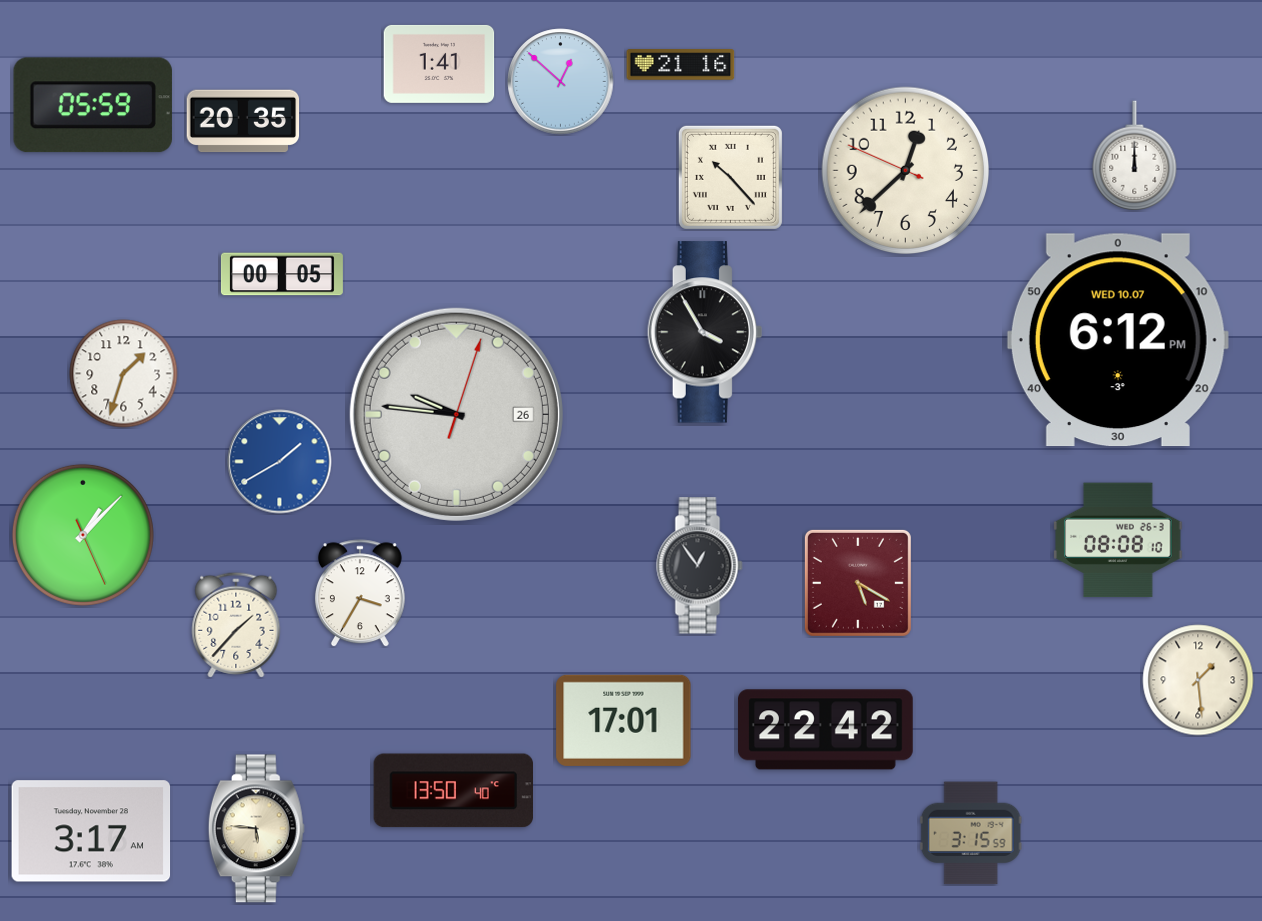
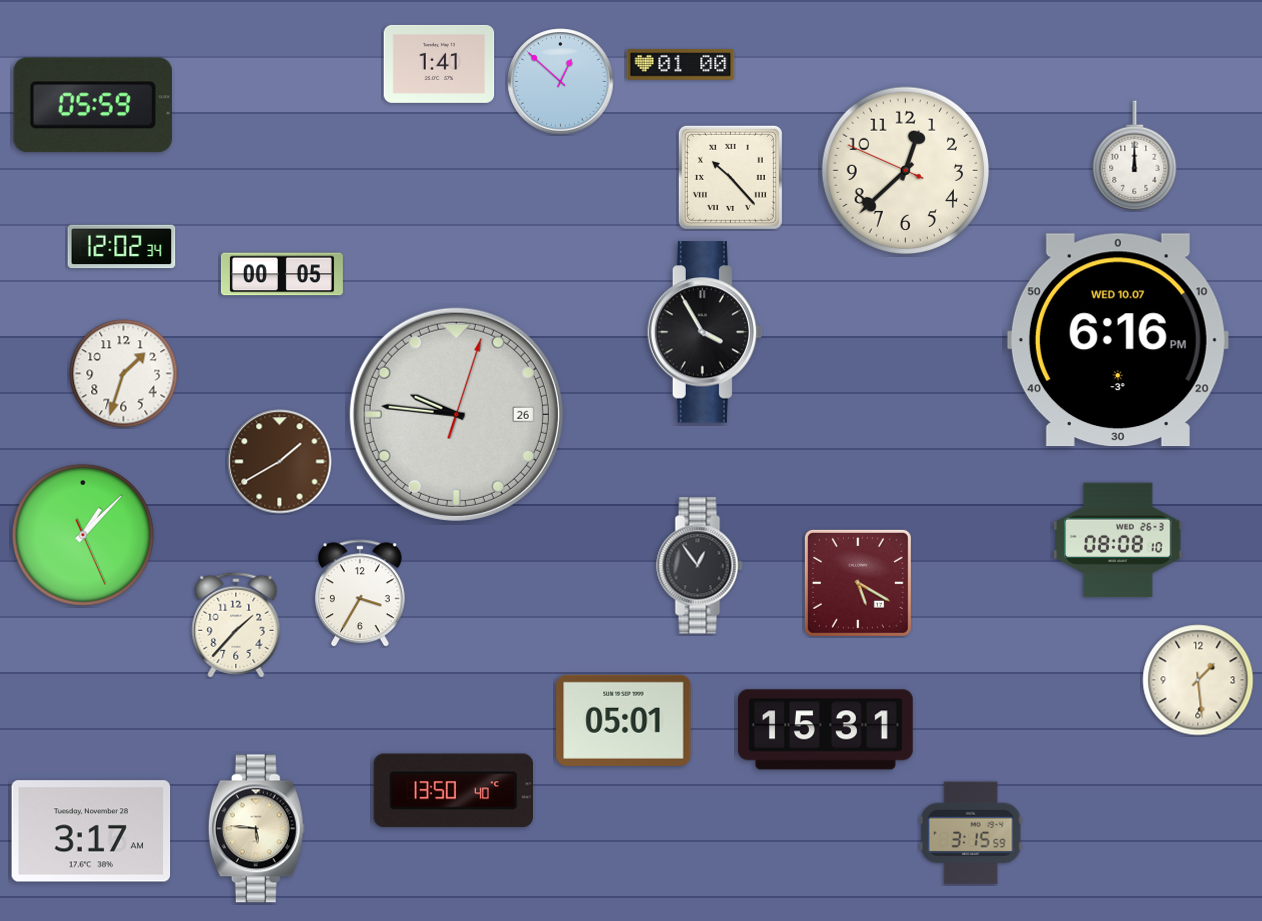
clock at (681, 65): 21:16 -> 01:00
clock at (243, 121): 20:35 -> none
clock at (122, 247): none -> 12:02
clock at (1118, 340): 6:12 -> 6:16
clock at (280, 462) dial: blue -> brown
clock at (624, 720): 17:01 -> 05:01
clock at (826, 730): 22:42 -> 15:31
